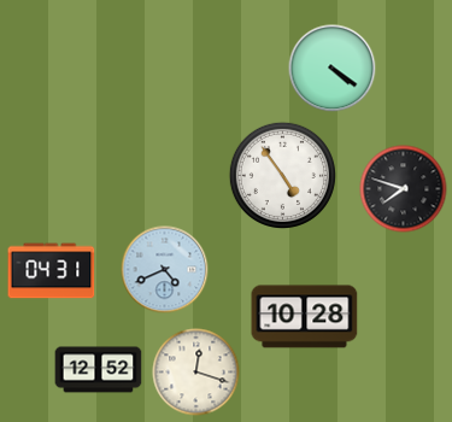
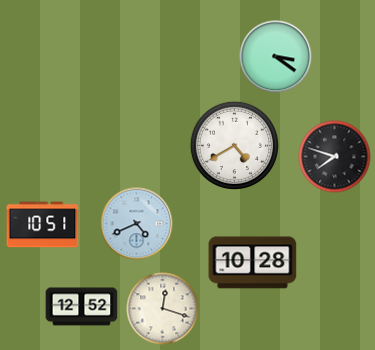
clock at (333, 69): 4:21 -> 3:21
clock at (282, 175): 4:54 -> 4:40
clock at (52, 271): 04:31 -> 10:51
